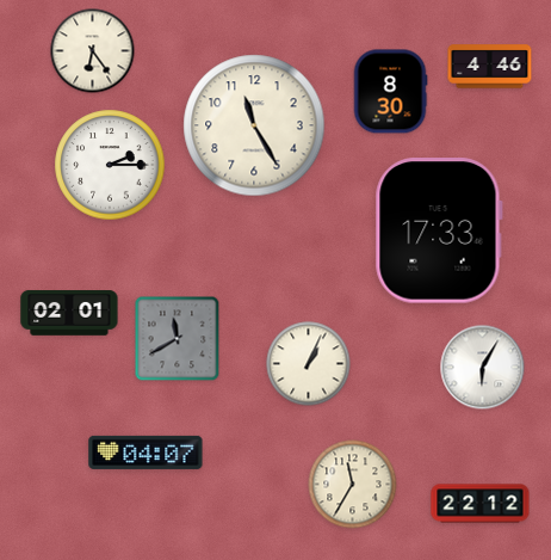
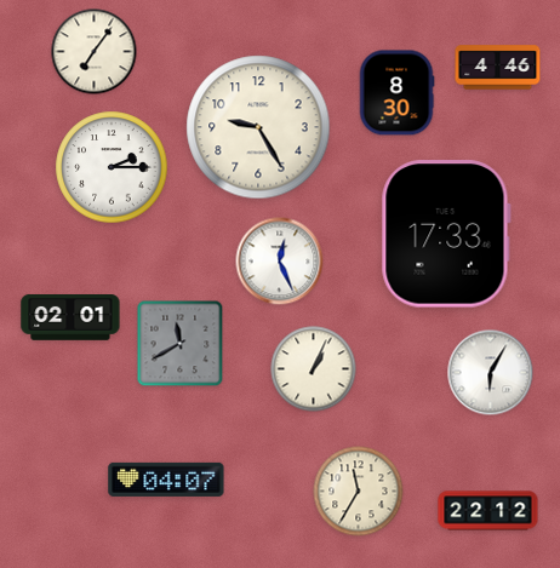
clock at (93, 51): 6:24 -> 7:06
clock at (254, 125): 11:25 -> 9:25
clock at (280, 262): none -> 12:26
clock at (146, 453) position: (146, 453) -> (166, 480)
